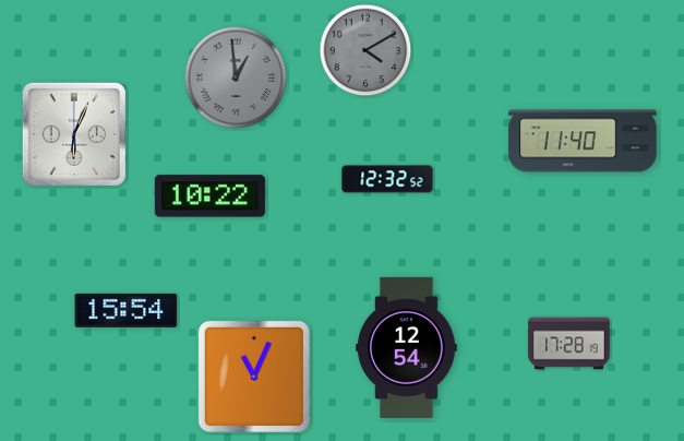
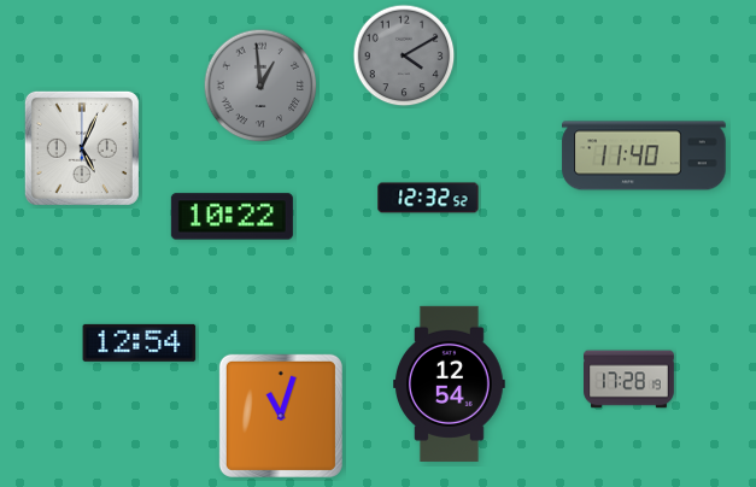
clock at (74, 134): 6:04 -> 5:04
clock at (127, 310): 15:54 -> 12:54
clock at (254, 377): 11:04 -> 11:03
